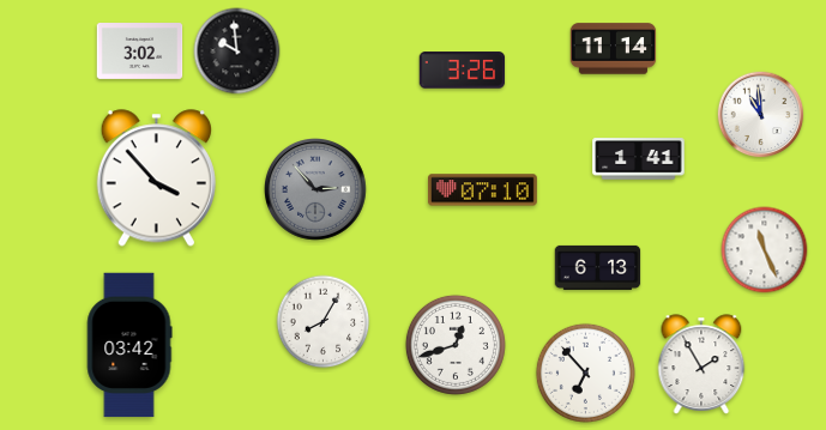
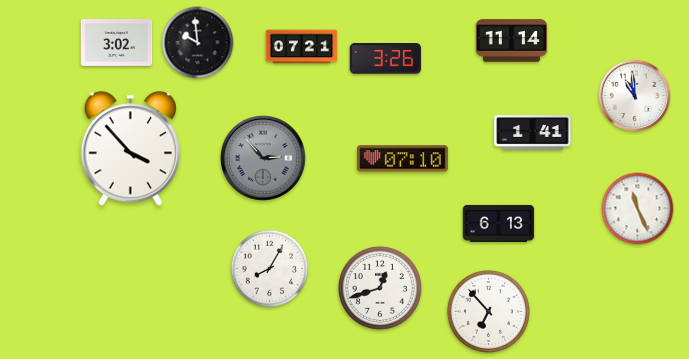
clock at (302, 47): none -> 07:21
clock at (129, 345): 03:42 -> none
clock at (701, 364): 1:55 -> none
